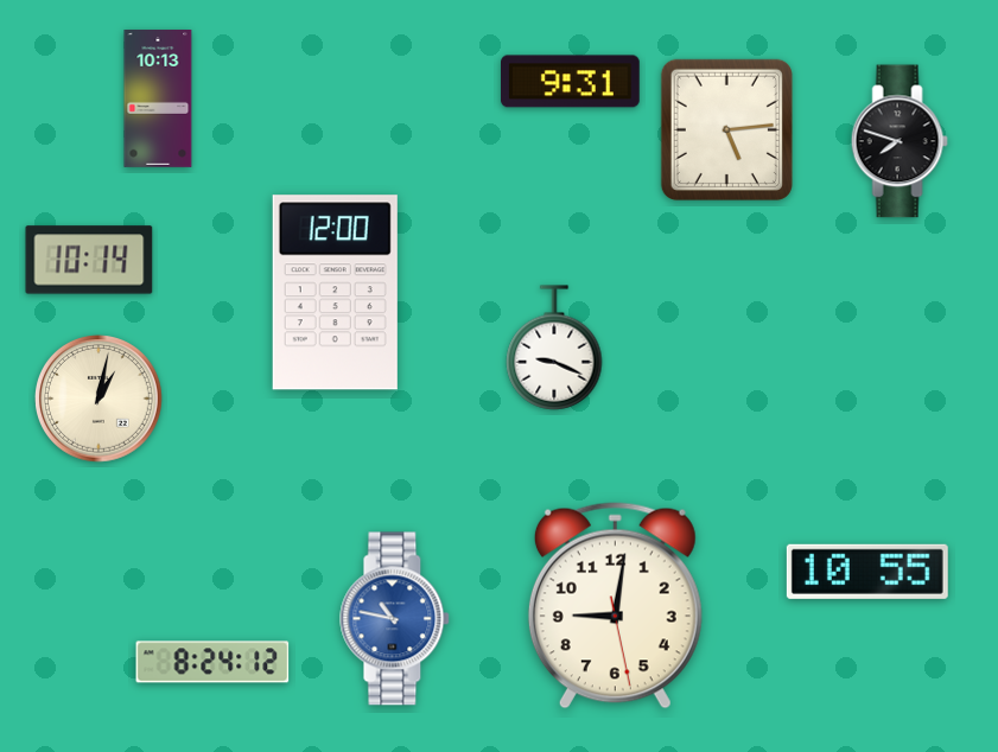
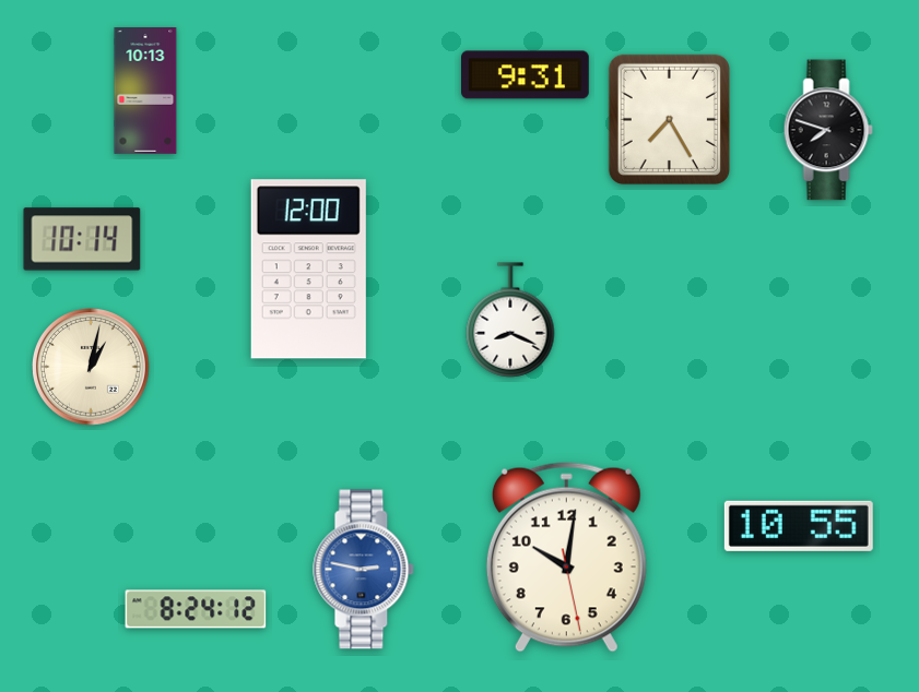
clock at (726, 129): 5:14 -> 7:25
clock at (554, 348): 9:19 -> 8:19
clock at (615, 606): 9:01 -> 10:01
clock at (395, 619): 10:47 -> 2:47
